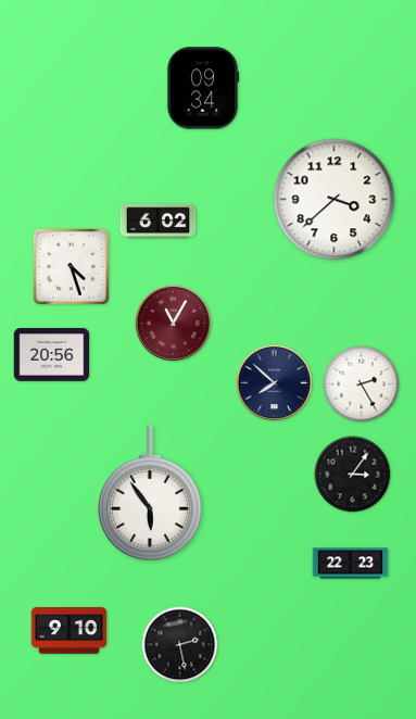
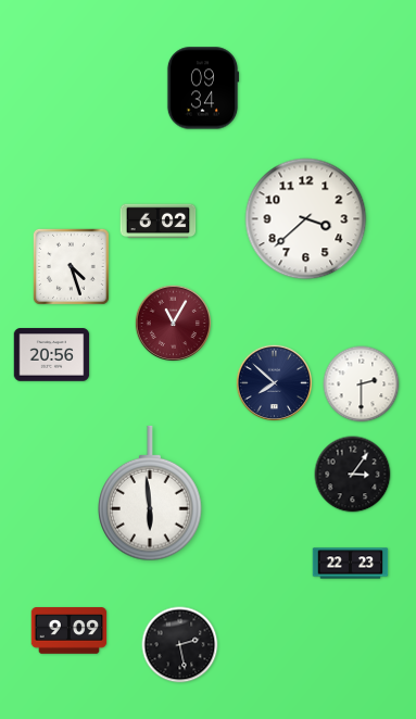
clock at (335, 200) position: (335, 200) -> (306, 219)
clock at (362, 384): 2:25 -> 2:30
clock at (150, 493): 5:54 -> 5:59
clock at (70, 631): 9:10 -> 9:09
